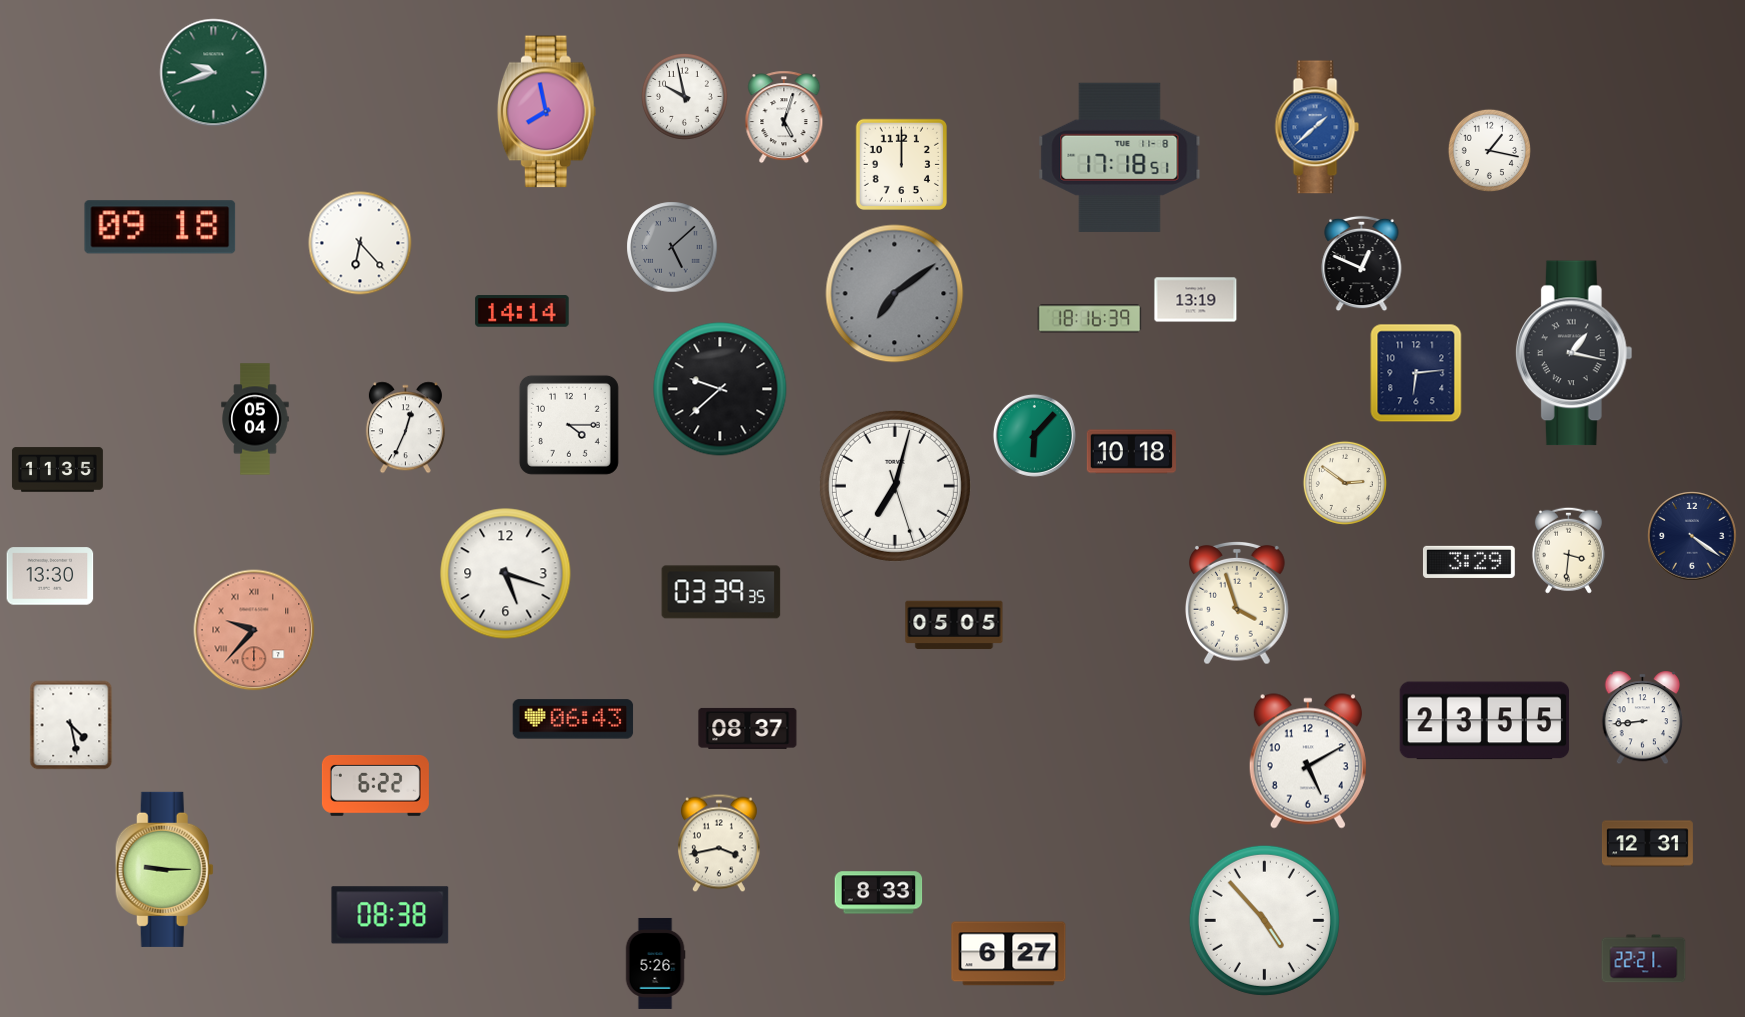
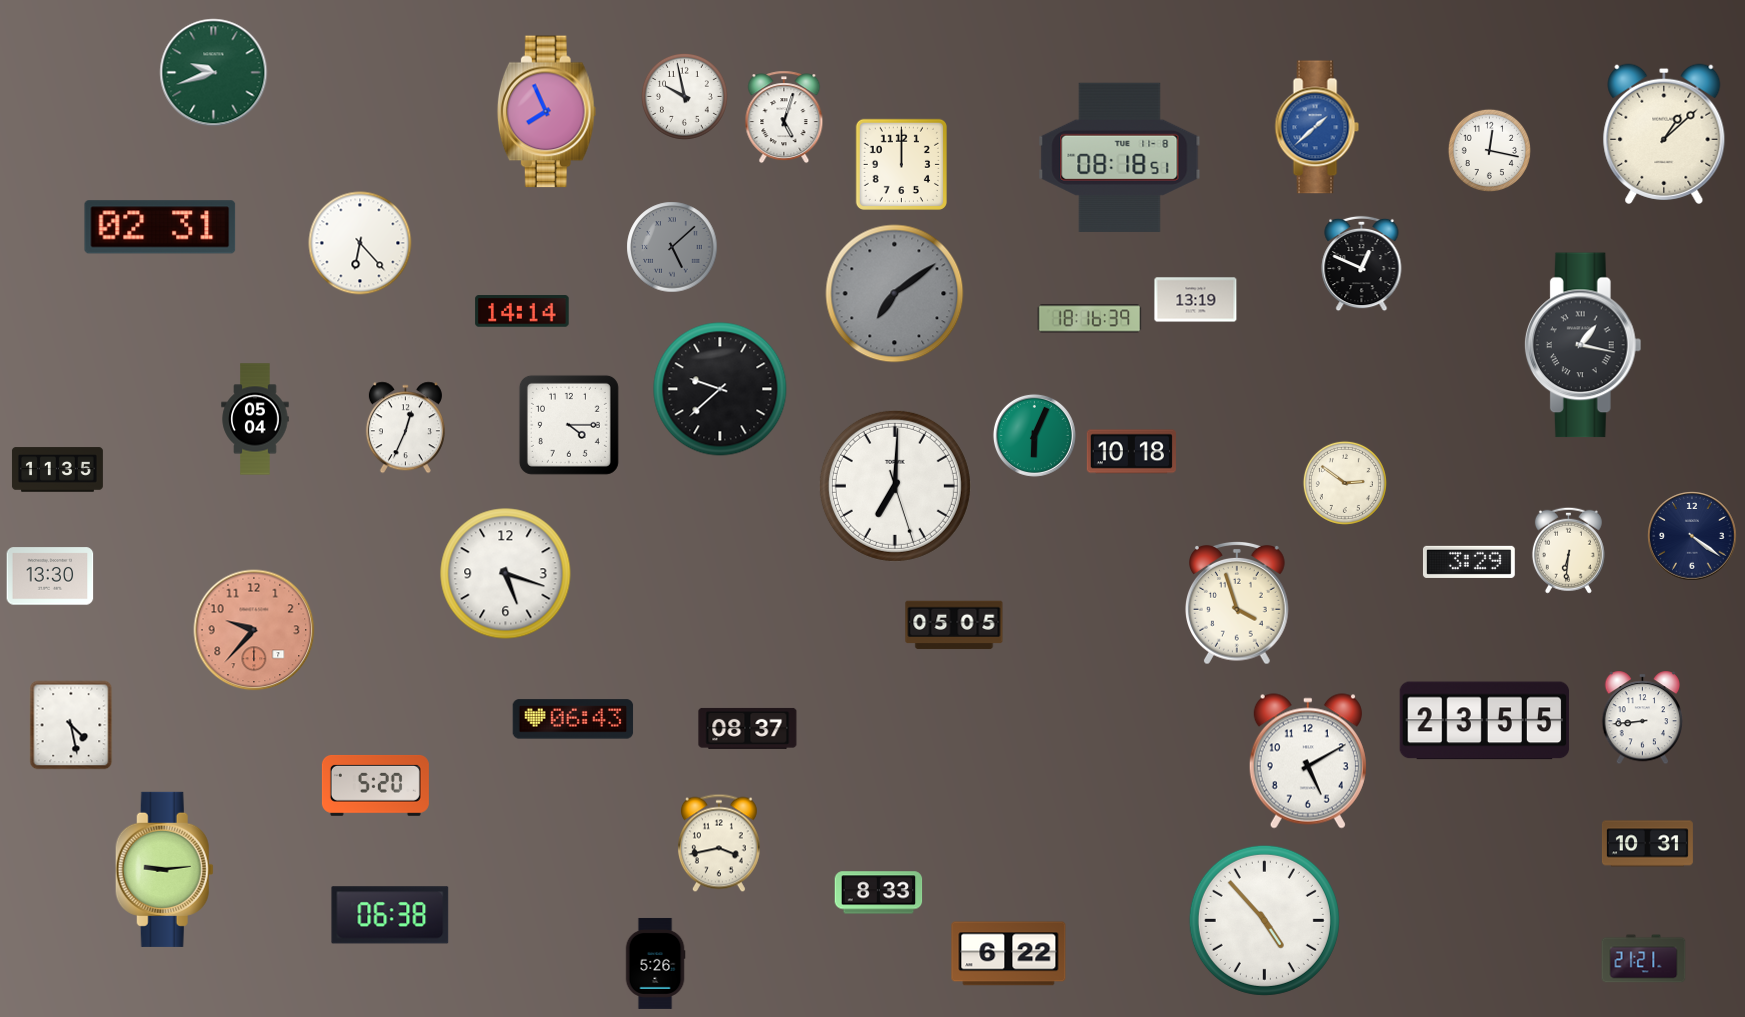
clock at (546, 112): 7:58 -> 7:56
clock at (1664, 134): none -> 1:08
clock at (1489, 150): 1:17 -> 12:17
clock at (1120, 157): 17:18 -> 08:18
clock at (160, 227): 09:18 -> 02:31
clock at (1574, 353) position: (1574, 353) -> (1583, 345)
clock at (1416, 373): 6:14 -> none
clock at (1034, 435): 6:07 -> 6:04
clock at (895, 486): 7:02 -> 7:00
clock at (1568, 550): 3:31 -> 6:31
clock at (721, 592): 03:39 -> none
clock at (254, 630) numerals: Roman -> Arabic
clock at (375, 785): 6:22 -> 5:20
clock at (1647, 844): 12:31 -> 10:31
clock at (164, 869): 9:15 -> 9:14
clock at (390, 915): 08:38 -> 06:38
clock at (1009, 954): 6:27 -> 6:22
clock at (1644, 959): 22:21 -> 21:21
